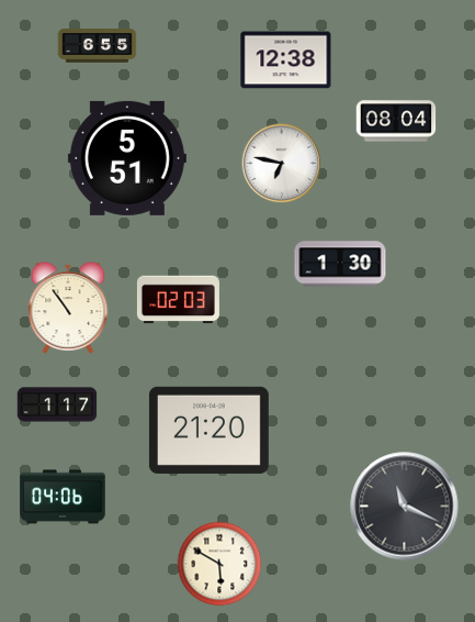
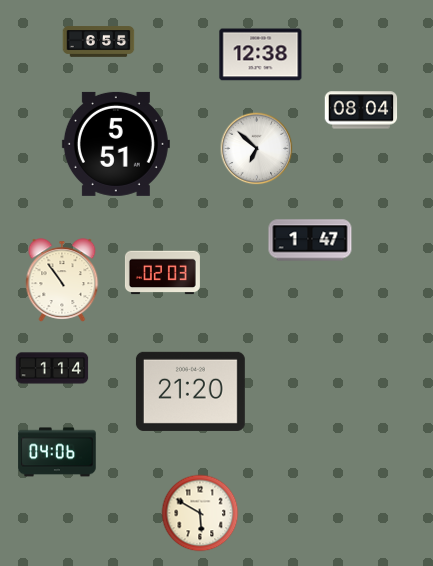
clock at (98, 46) position: (98, 46) -> (99, 42)
clock at (282, 164): 6:47 -> 6:52
clock at (340, 264): 1:30 -> 1:47
clock at (57, 404): 1:17 -> 1:14
clock at (405, 507): 11:19 -> none
